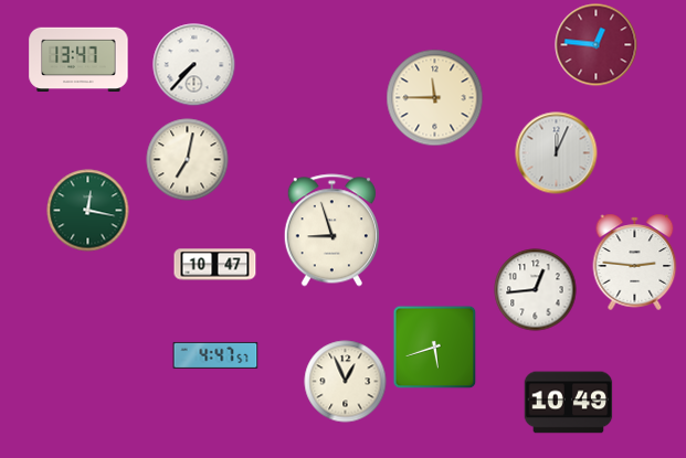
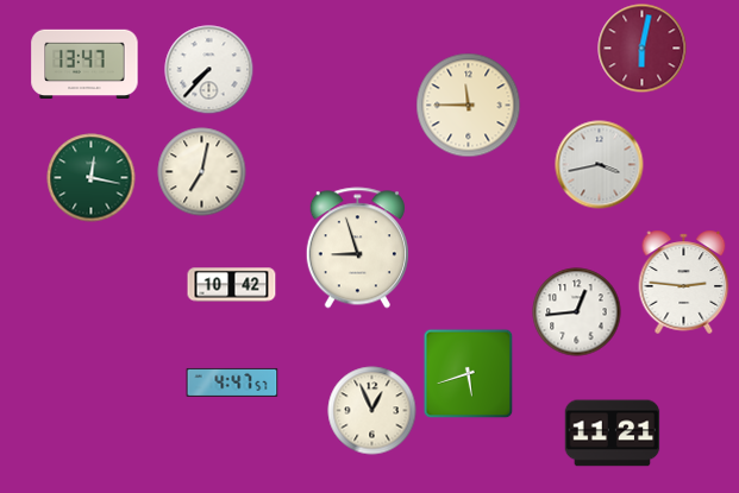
clock at (597, 45): 12:46 -> 6:02
clock at (557, 153): 12:04 -> 3:43
clock at (88, 211) position: (88, 211) -> (92, 178)
clock at (215, 265): 10:47 -> 10:42
clock at (569, 403): 10:49 -> 11:21
